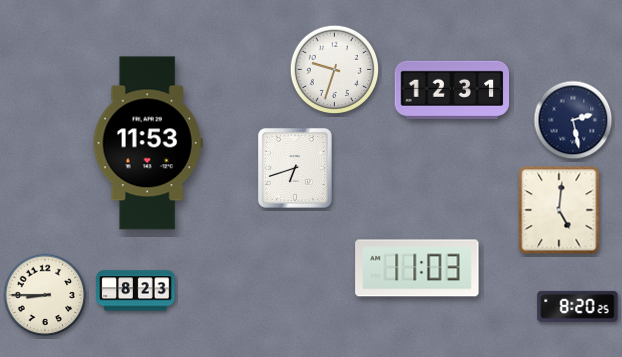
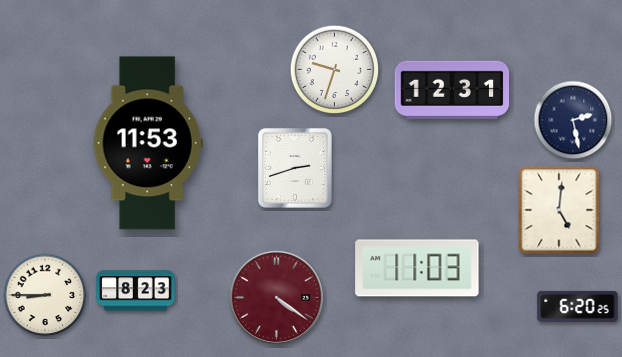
clock at (295, 168): 6:42 -> 2:42
clock at (276, 297): none -> 4:21
clock at (578, 306): 8:20 -> 6:20
